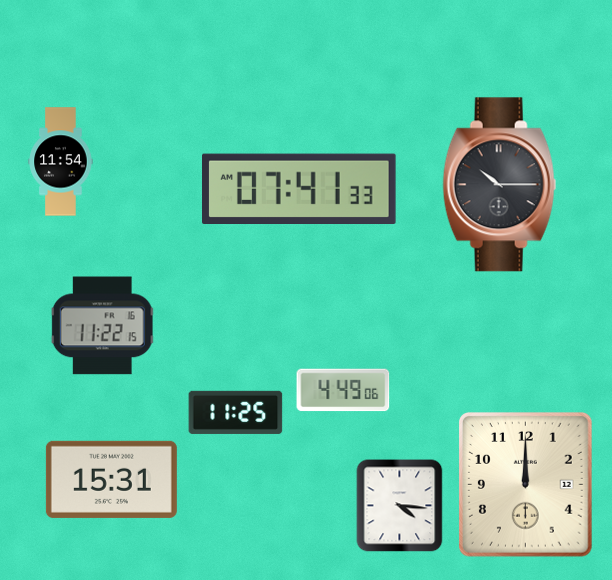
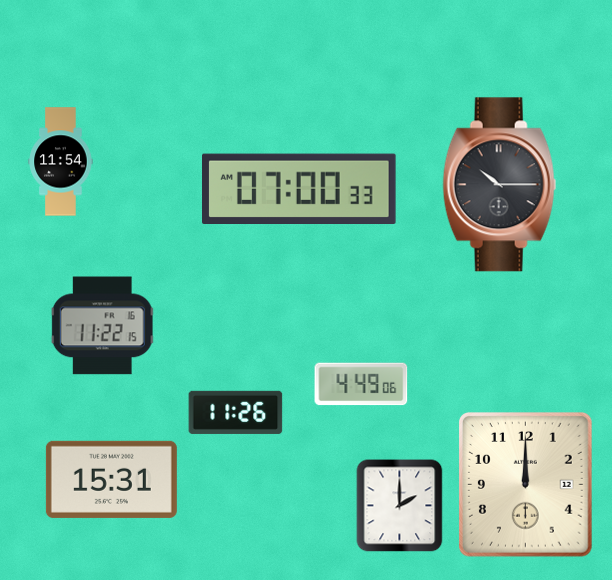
clock at (300, 188): 07:41 -> 07:00
clock at (343, 390) position: (343, 390) -> (361, 384)
clock at (236, 412): 11:25 -> 11:26
clock at (400, 506): 4:16 -> 2:00
